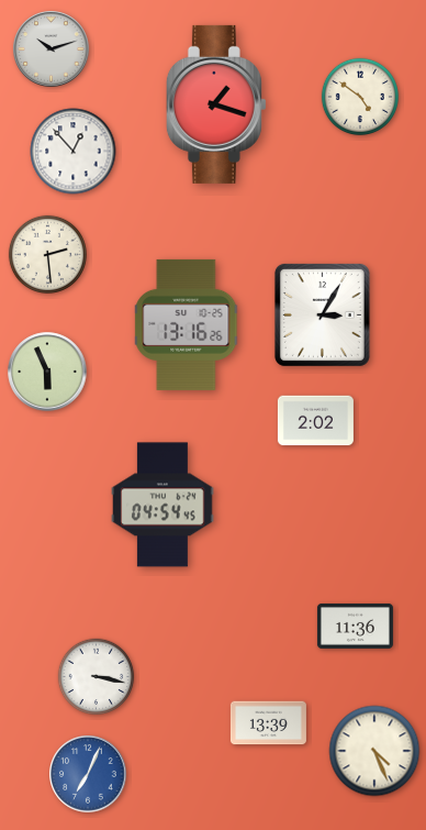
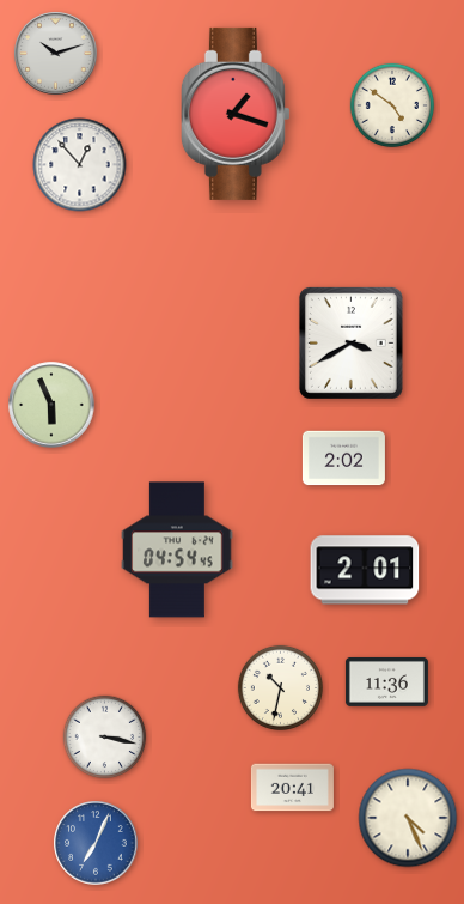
clock at (47, 254): 2:29 -> none
clock at (322, 314): 3:05 -> 3:40
clock at (187, 324): 13:16 -> none
clock at (365, 570): none -> 2:01
clock at (280, 687): none -> 10:32
clock at (268, 723): 13:39 -> 20:41
